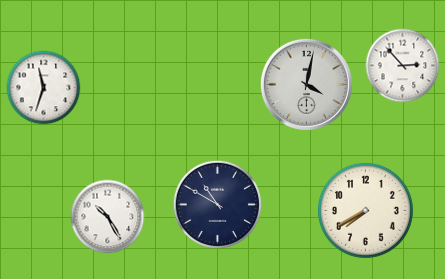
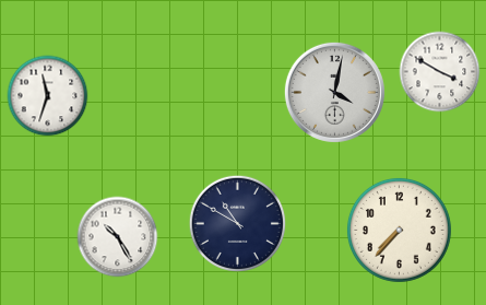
clock at (403, 66): 2:53 -> 3:50
clock at (365, 210): 7:40 -> 7:37
